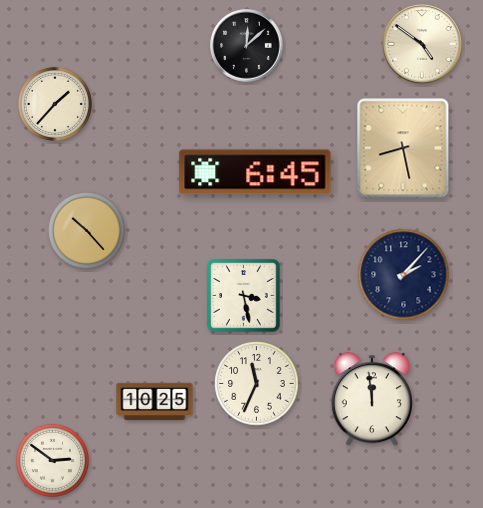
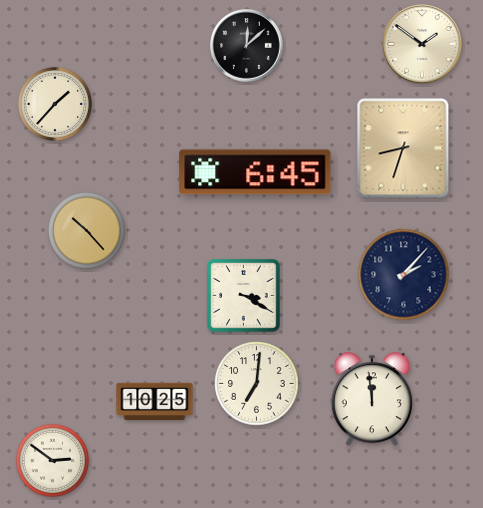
clock at (422, 44): 4:51 -> 1:51
clock at (403, 148): 8:28 -> 8:33
clock at (244, 296): 3:28 -> 3:20
clock at (257, 384): 11:34 -> 7:01
